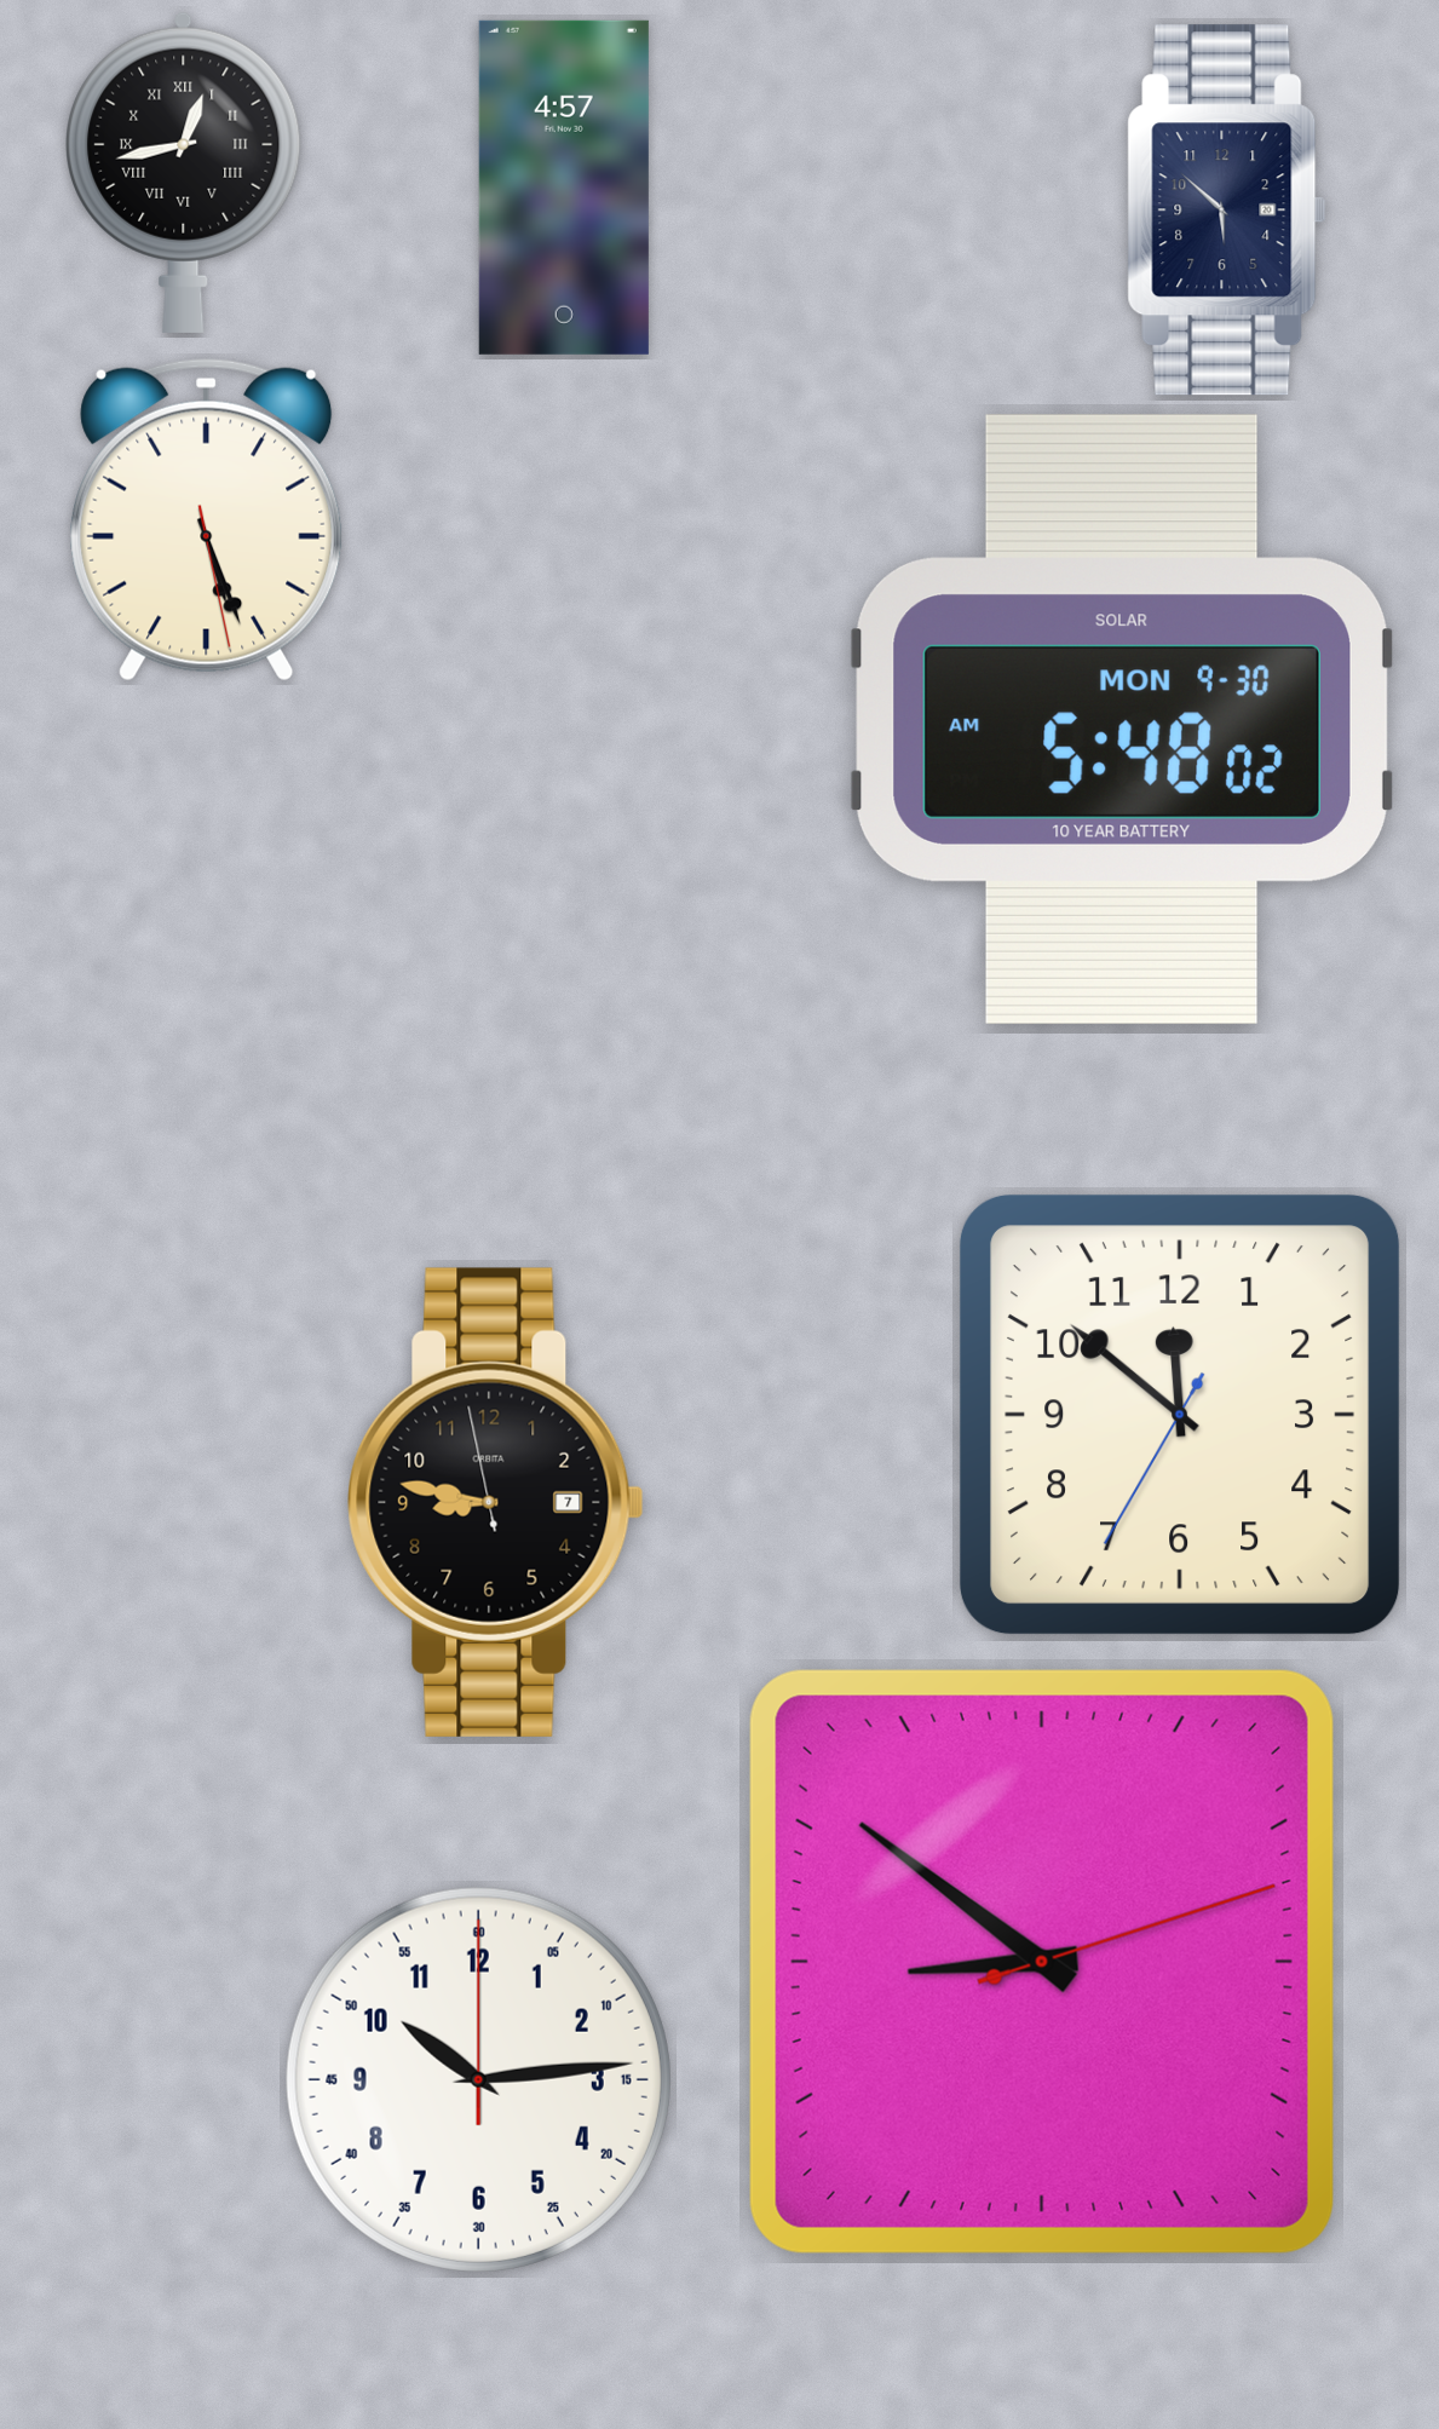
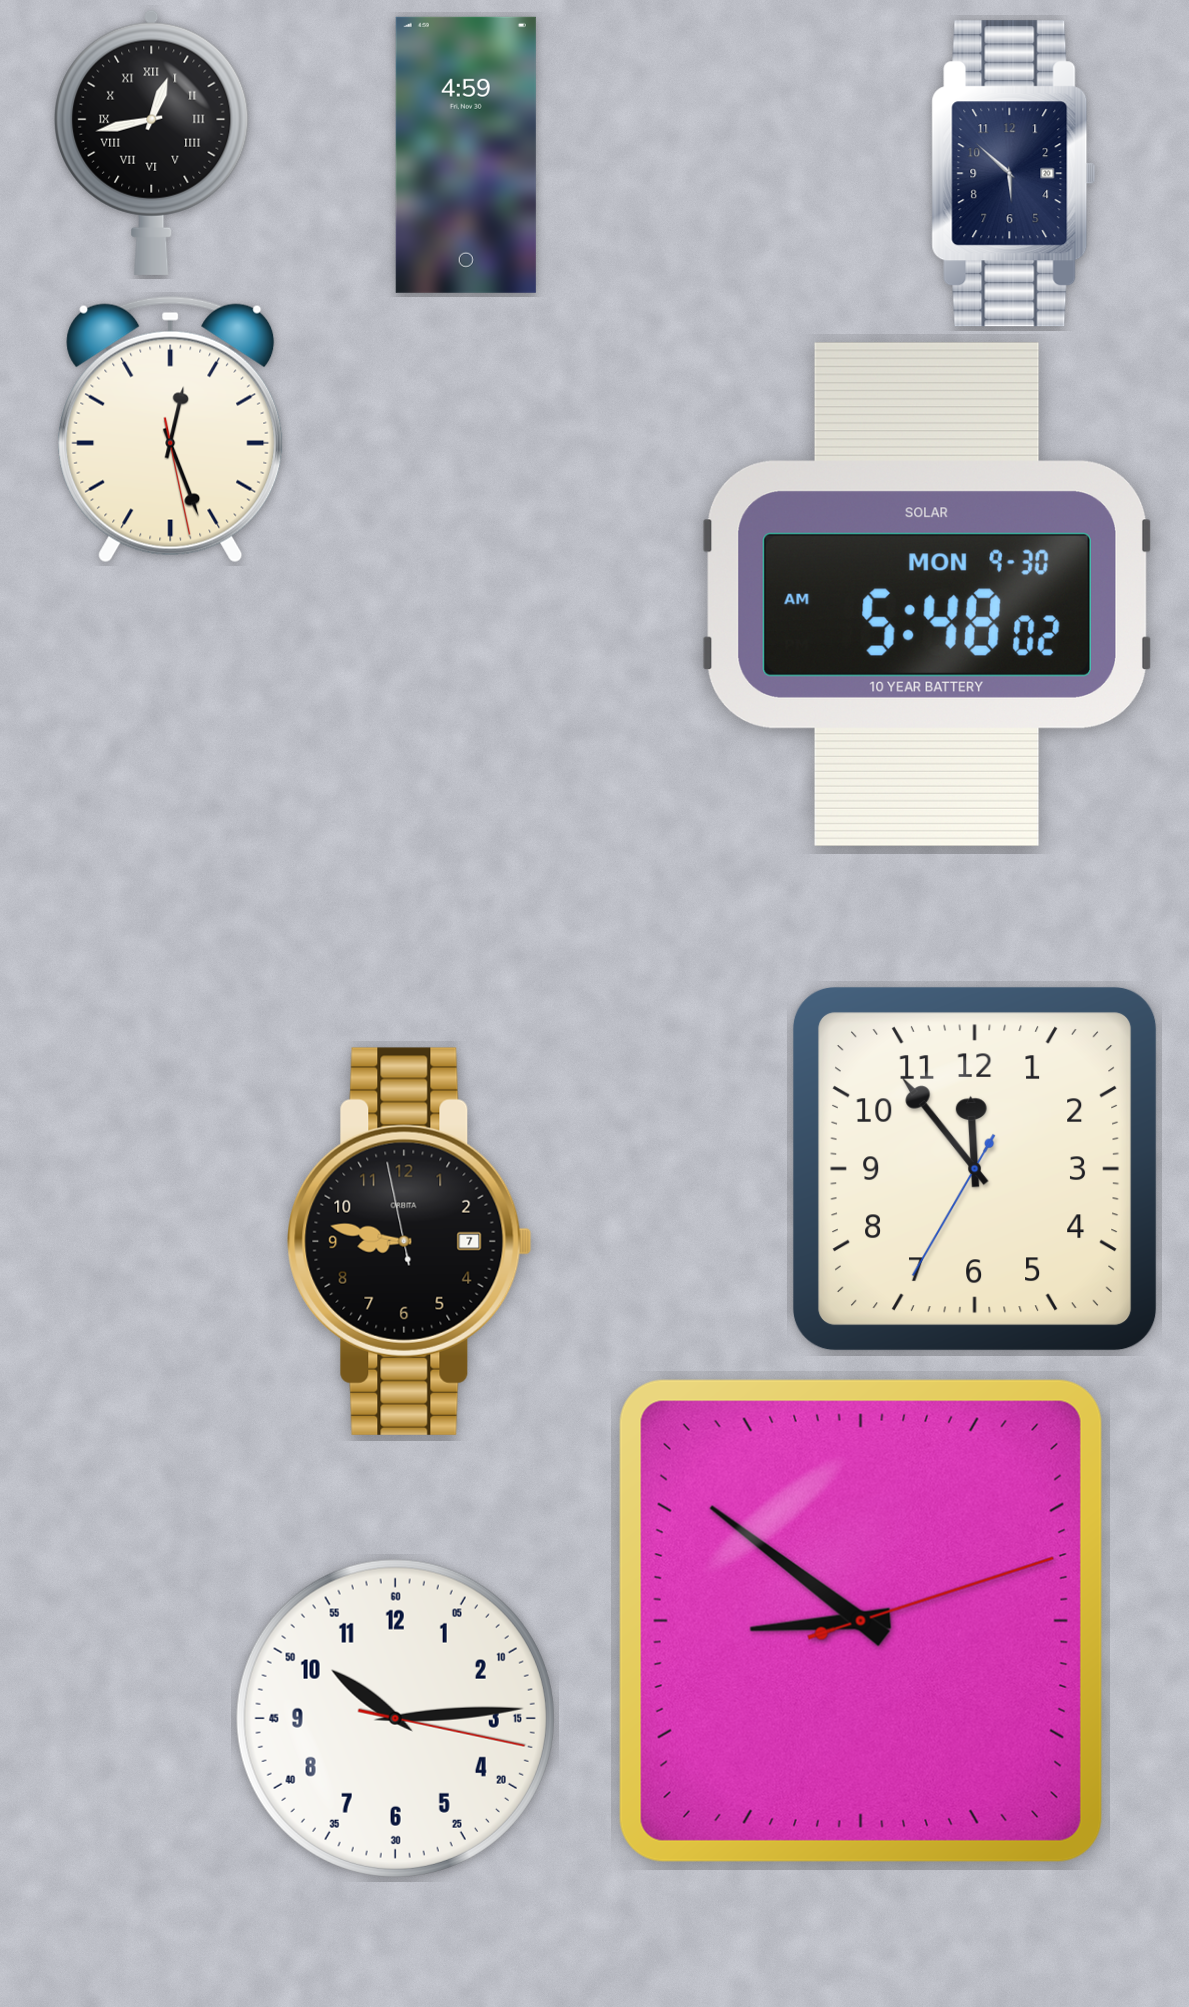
clock at (564, 188): 4:57 -> 4:59
clock at (207, 519): 5:26 -> 12:26
clock at (1180, 1415): 11:51 -> 11:53
clock at (478, 2079): 10:14:00 -> 10:14:17
